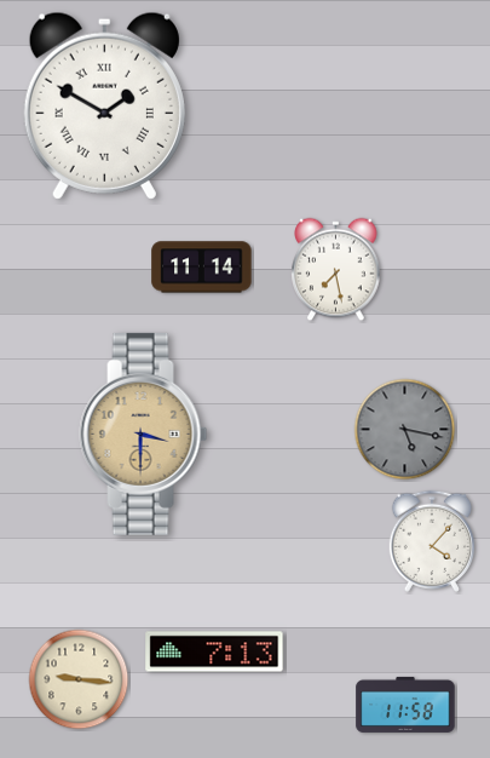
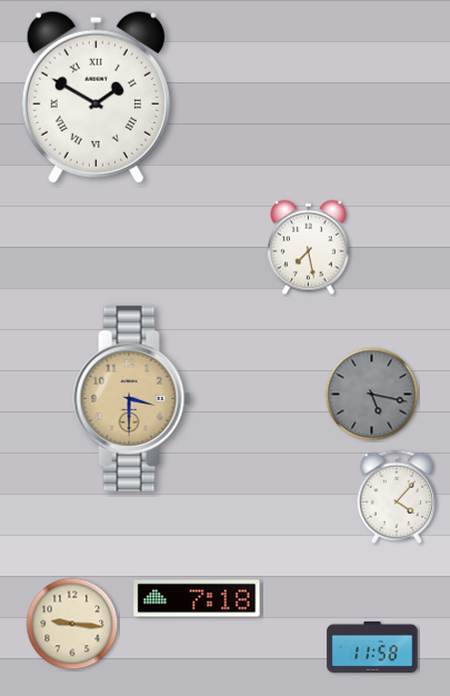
clock at (202, 268): 11:14 -> none
clock at (214, 651): 7:13 -> 7:18
